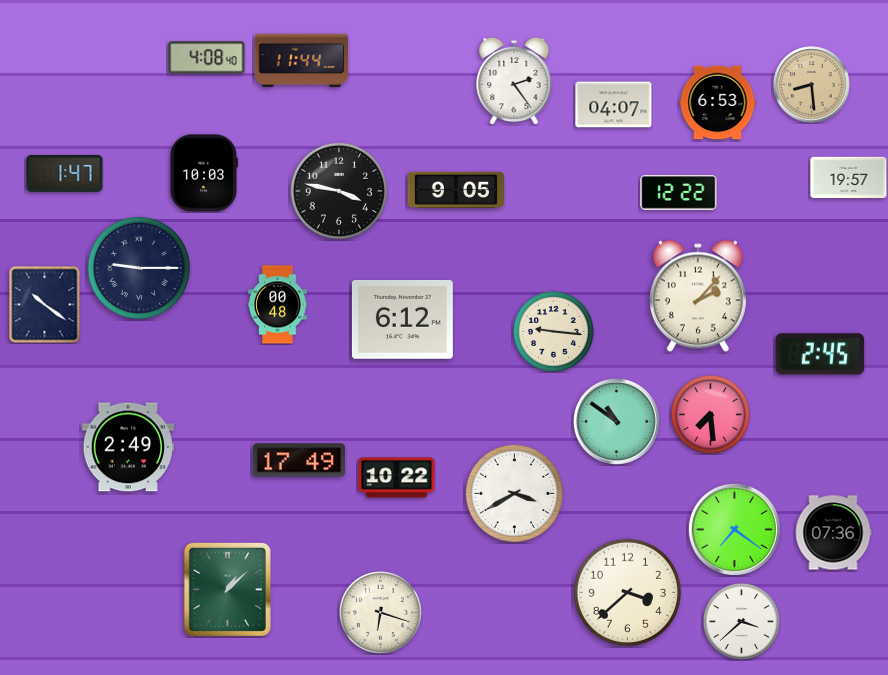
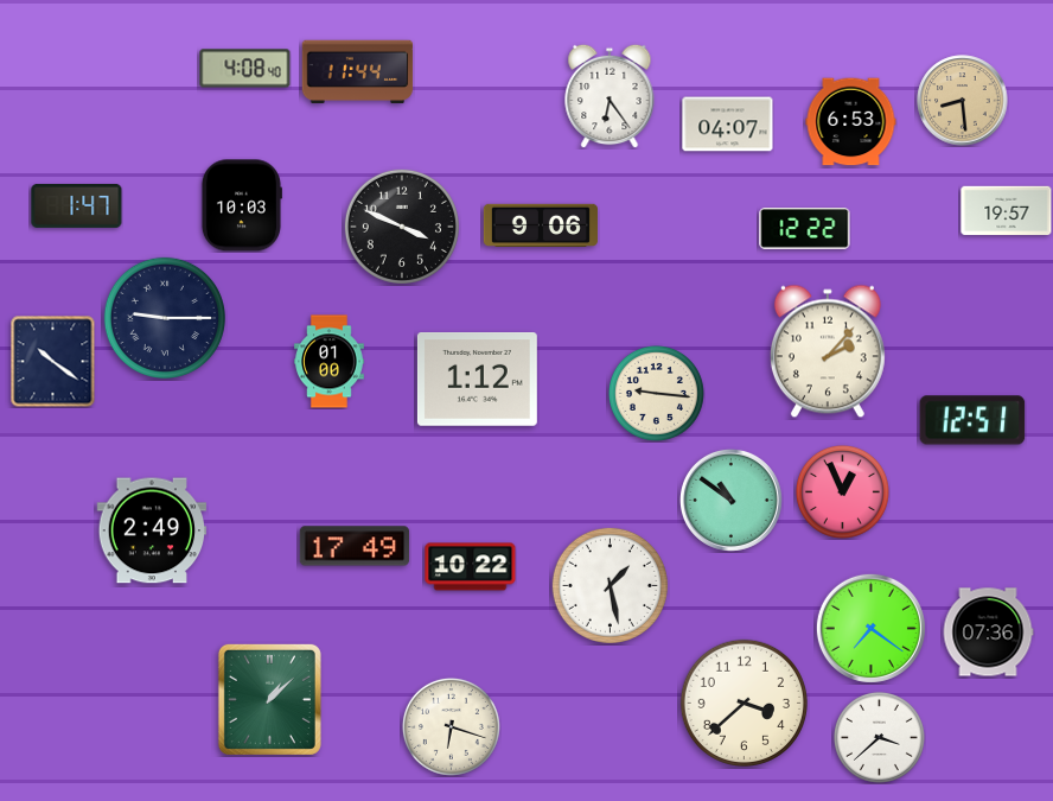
clock at (514, 81): 2:24 -> 6:24
clock at (456, 189): 9:05 -> 9:06
clock at (339, 191): 3:47 -> 3:49
clock at (278, 305): 00:48 -> 01:00
clock at (402, 320): 6:12 -> 1:12
clock at (820, 354): 2:45 -> 12:51
clock at (710, 414): 7:29 -> 12:56
clock at (514, 493): 3:40 -> 1:28
